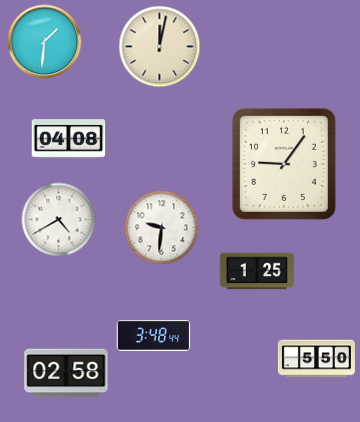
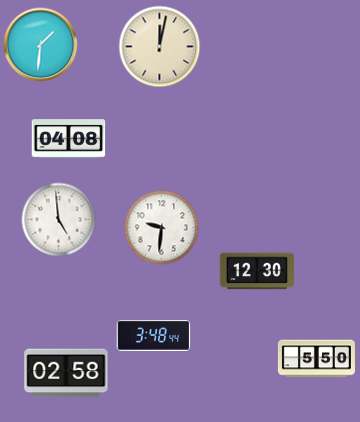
clock at (45, 42) position: (45, 42) -> (41, 45)
clock at (284, 164): 9:06 -> none
clock at (59, 220): 4:40 -> 4:59
clock at (257, 271): 1:25 -> 12:30
